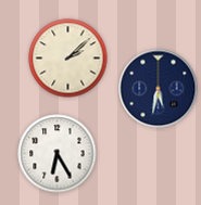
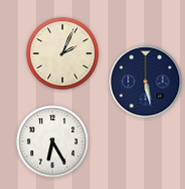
clock at (68, 59): 2:08 -> 2:04
clock at (159, 89): 5:32 -> 5:28
